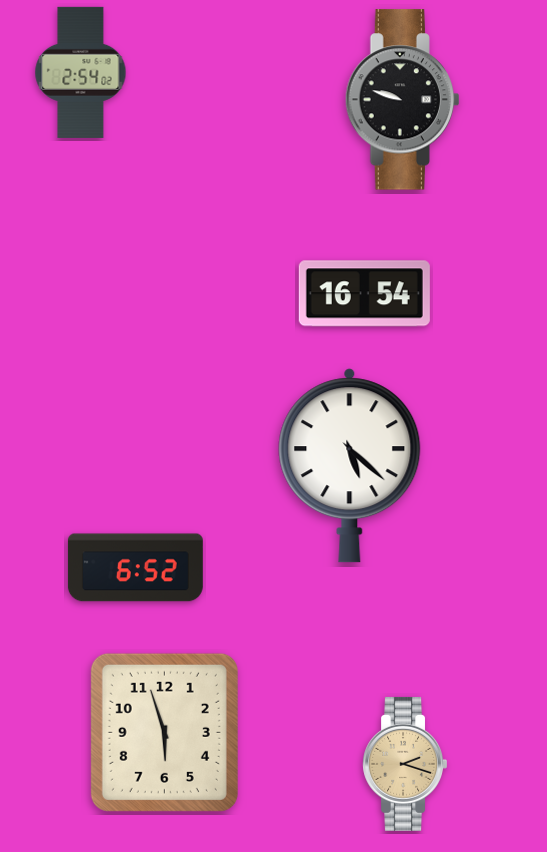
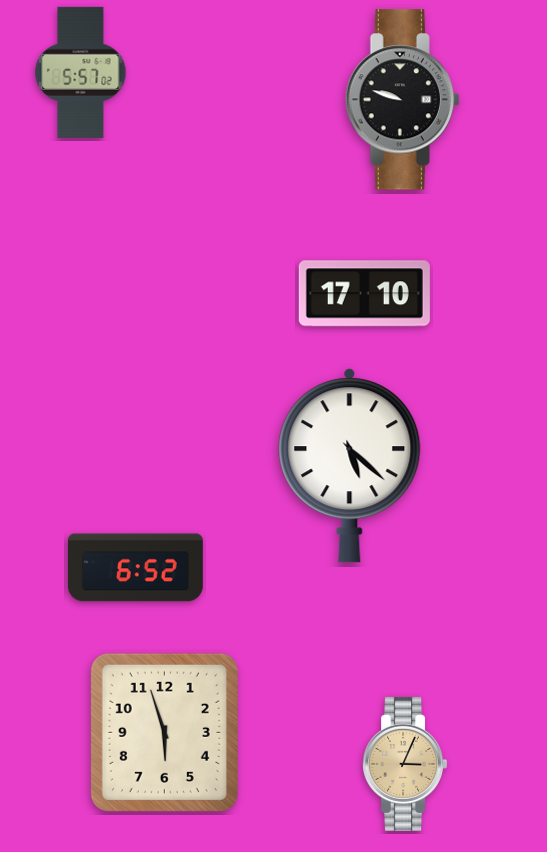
clock at (81, 72): 2:54 -> 5:57
clock at (364, 294): 16:54 -> 17:10
clock at (404, 764): 2:18 -> 3:04
